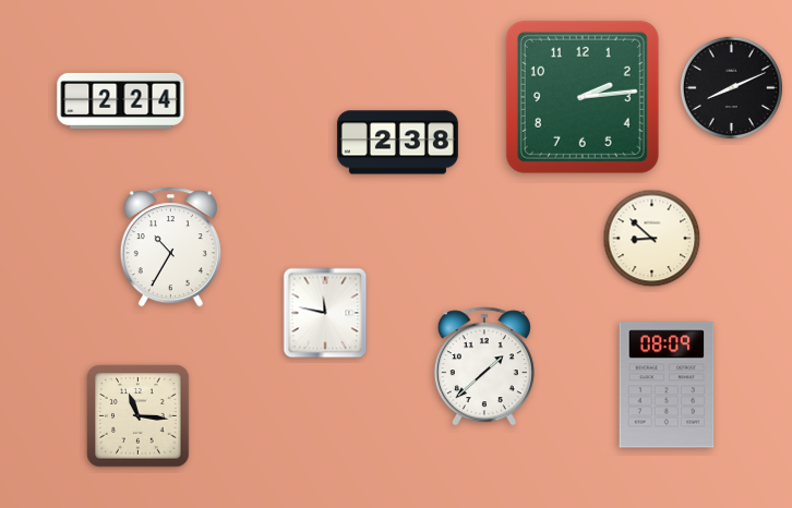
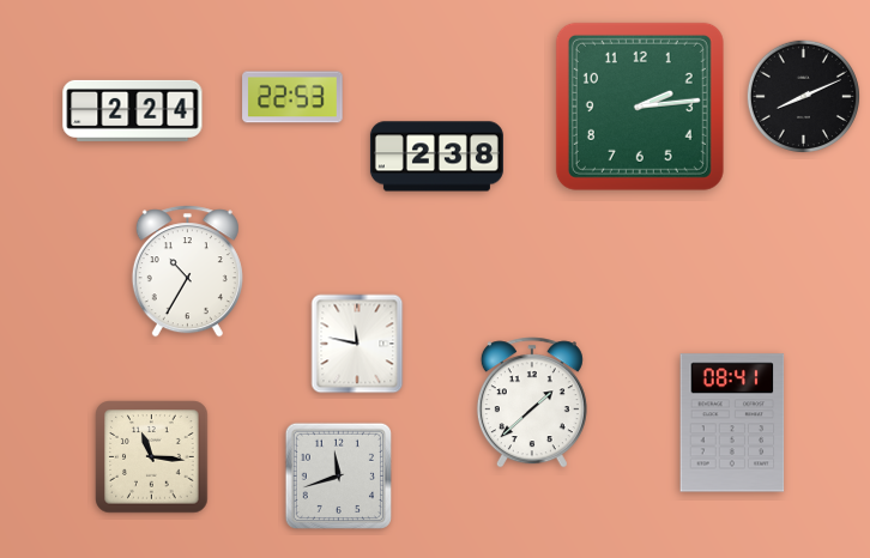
clock at (292, 97): none -> 22:53
clock at (652, 239): 8:52 -> none
clock at (667, 385): 08:09 -> 08:41
clock at (338, 475): none -> 11:42
